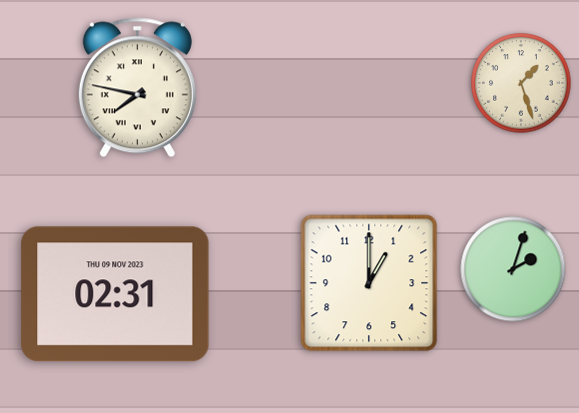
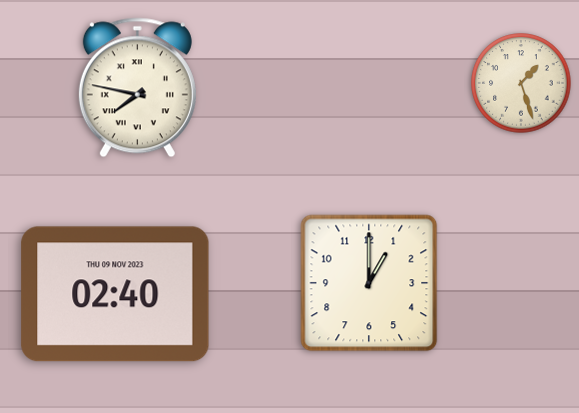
clock at (513, 269): 2:03 -> none
clock at (115, 294): 02:31 -> 02:40
